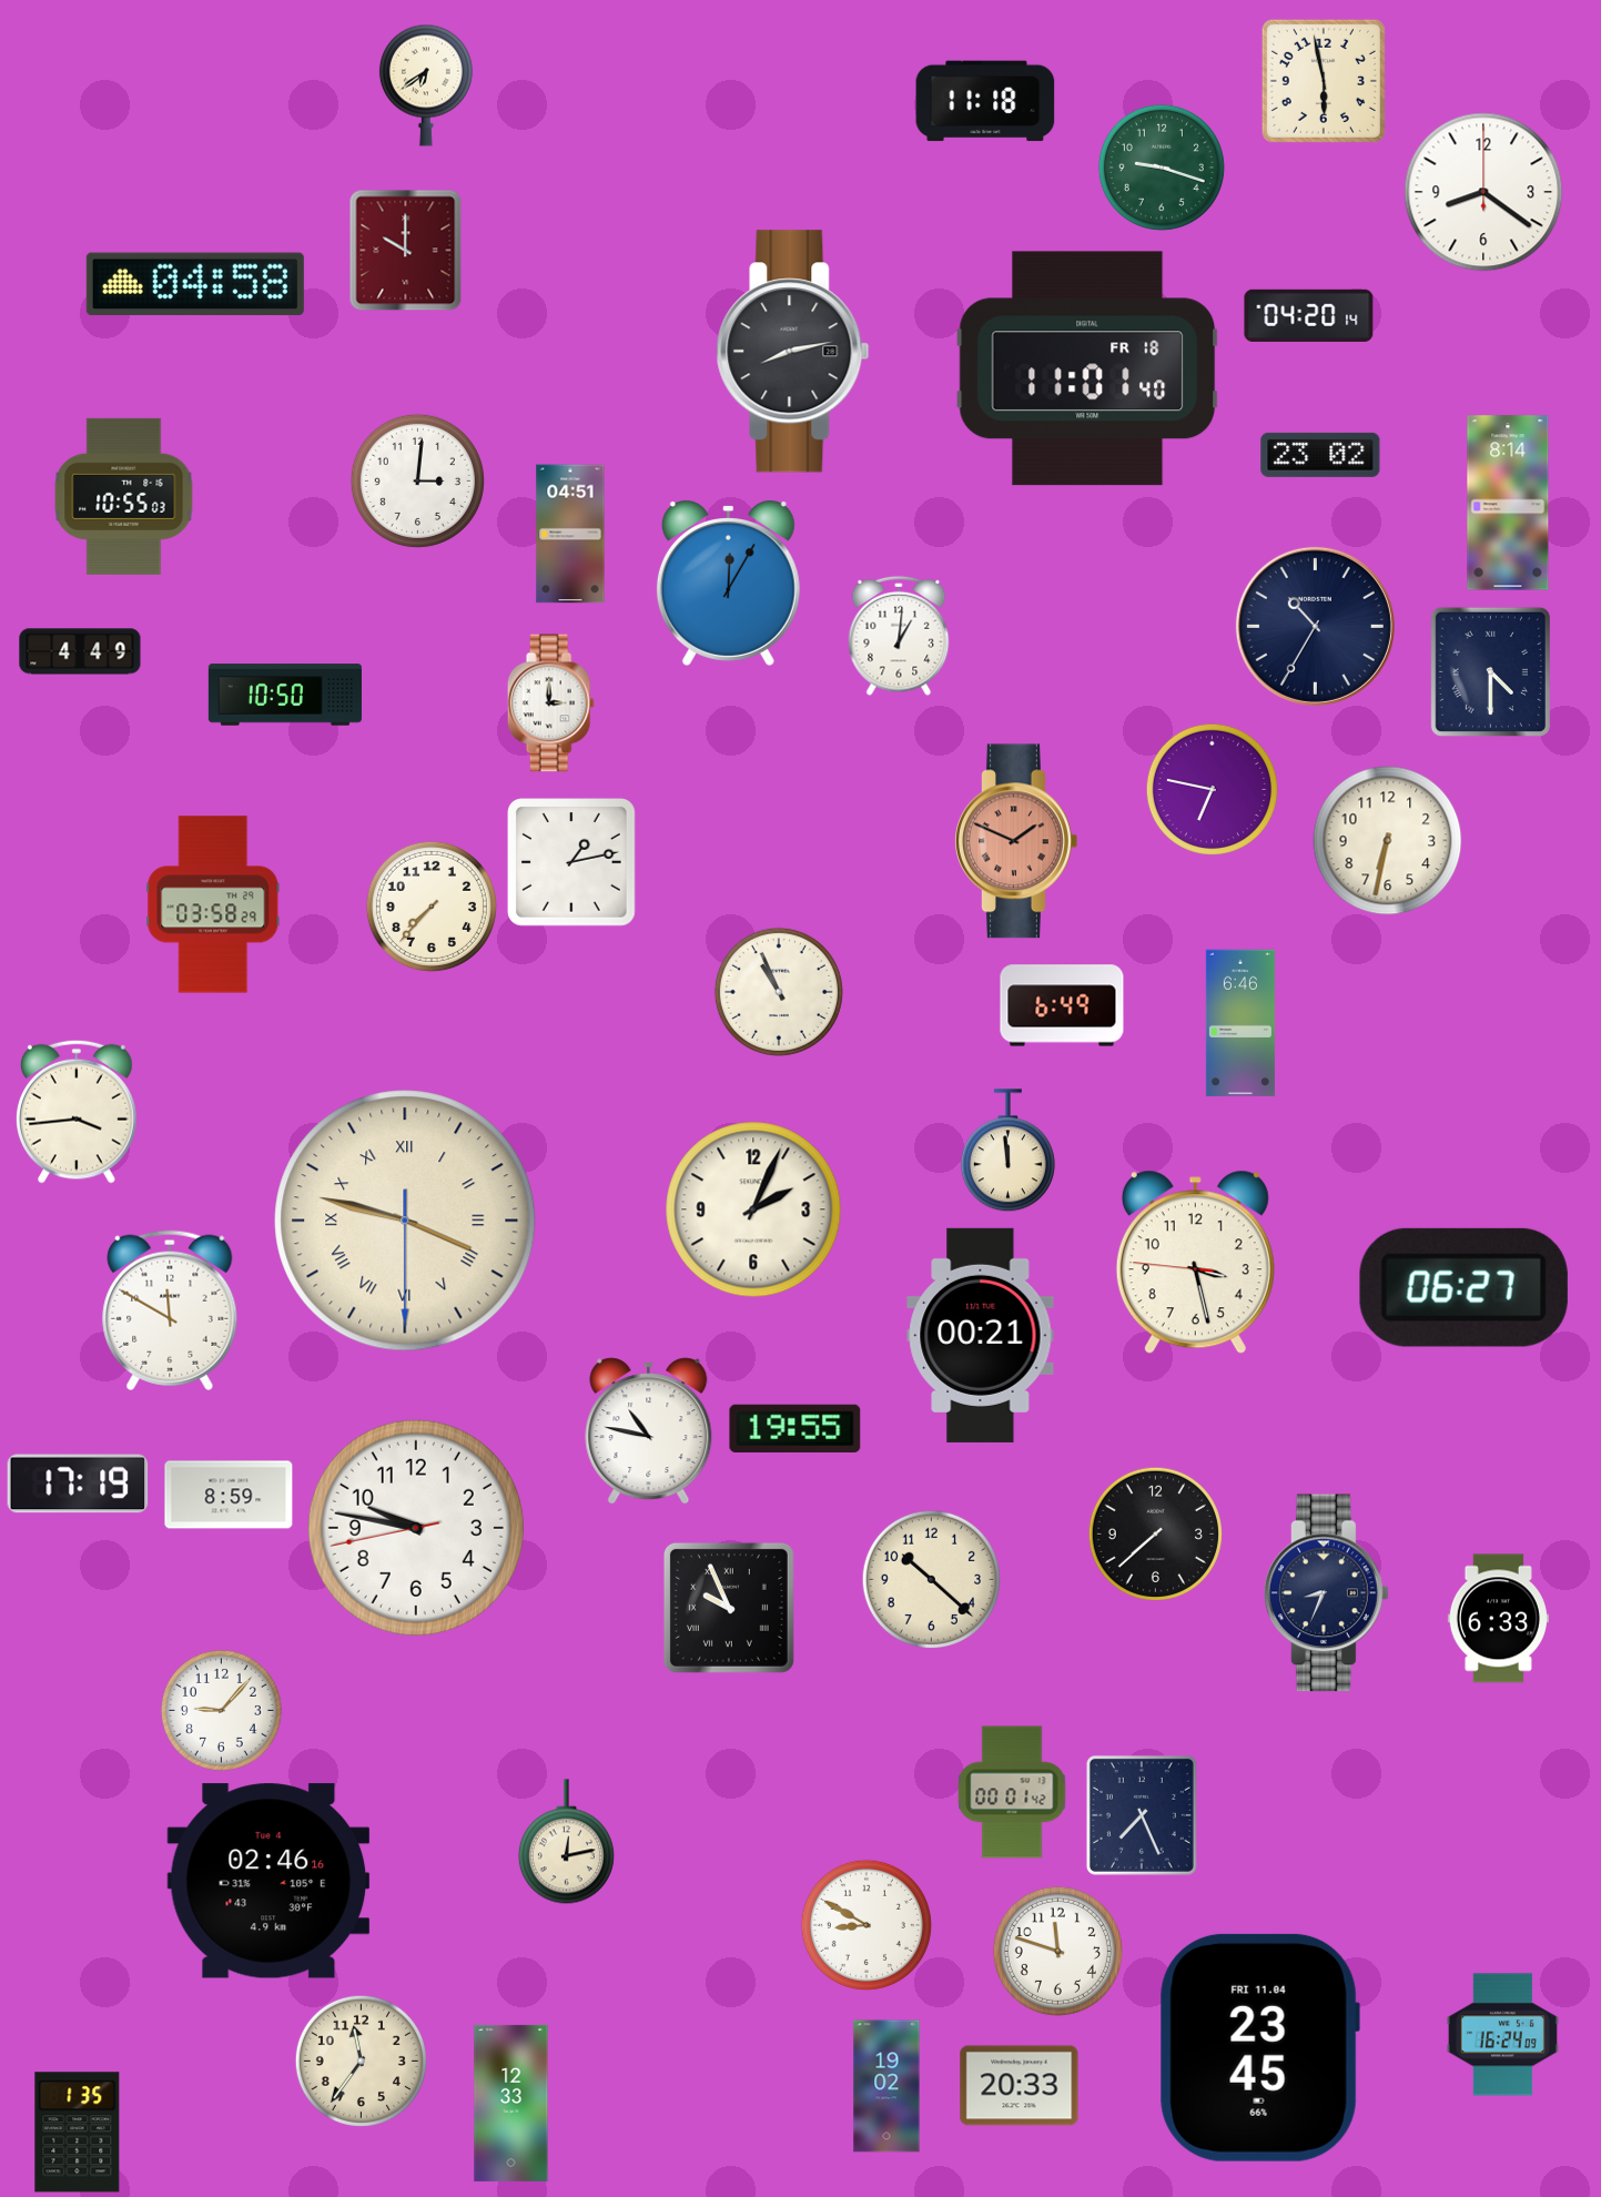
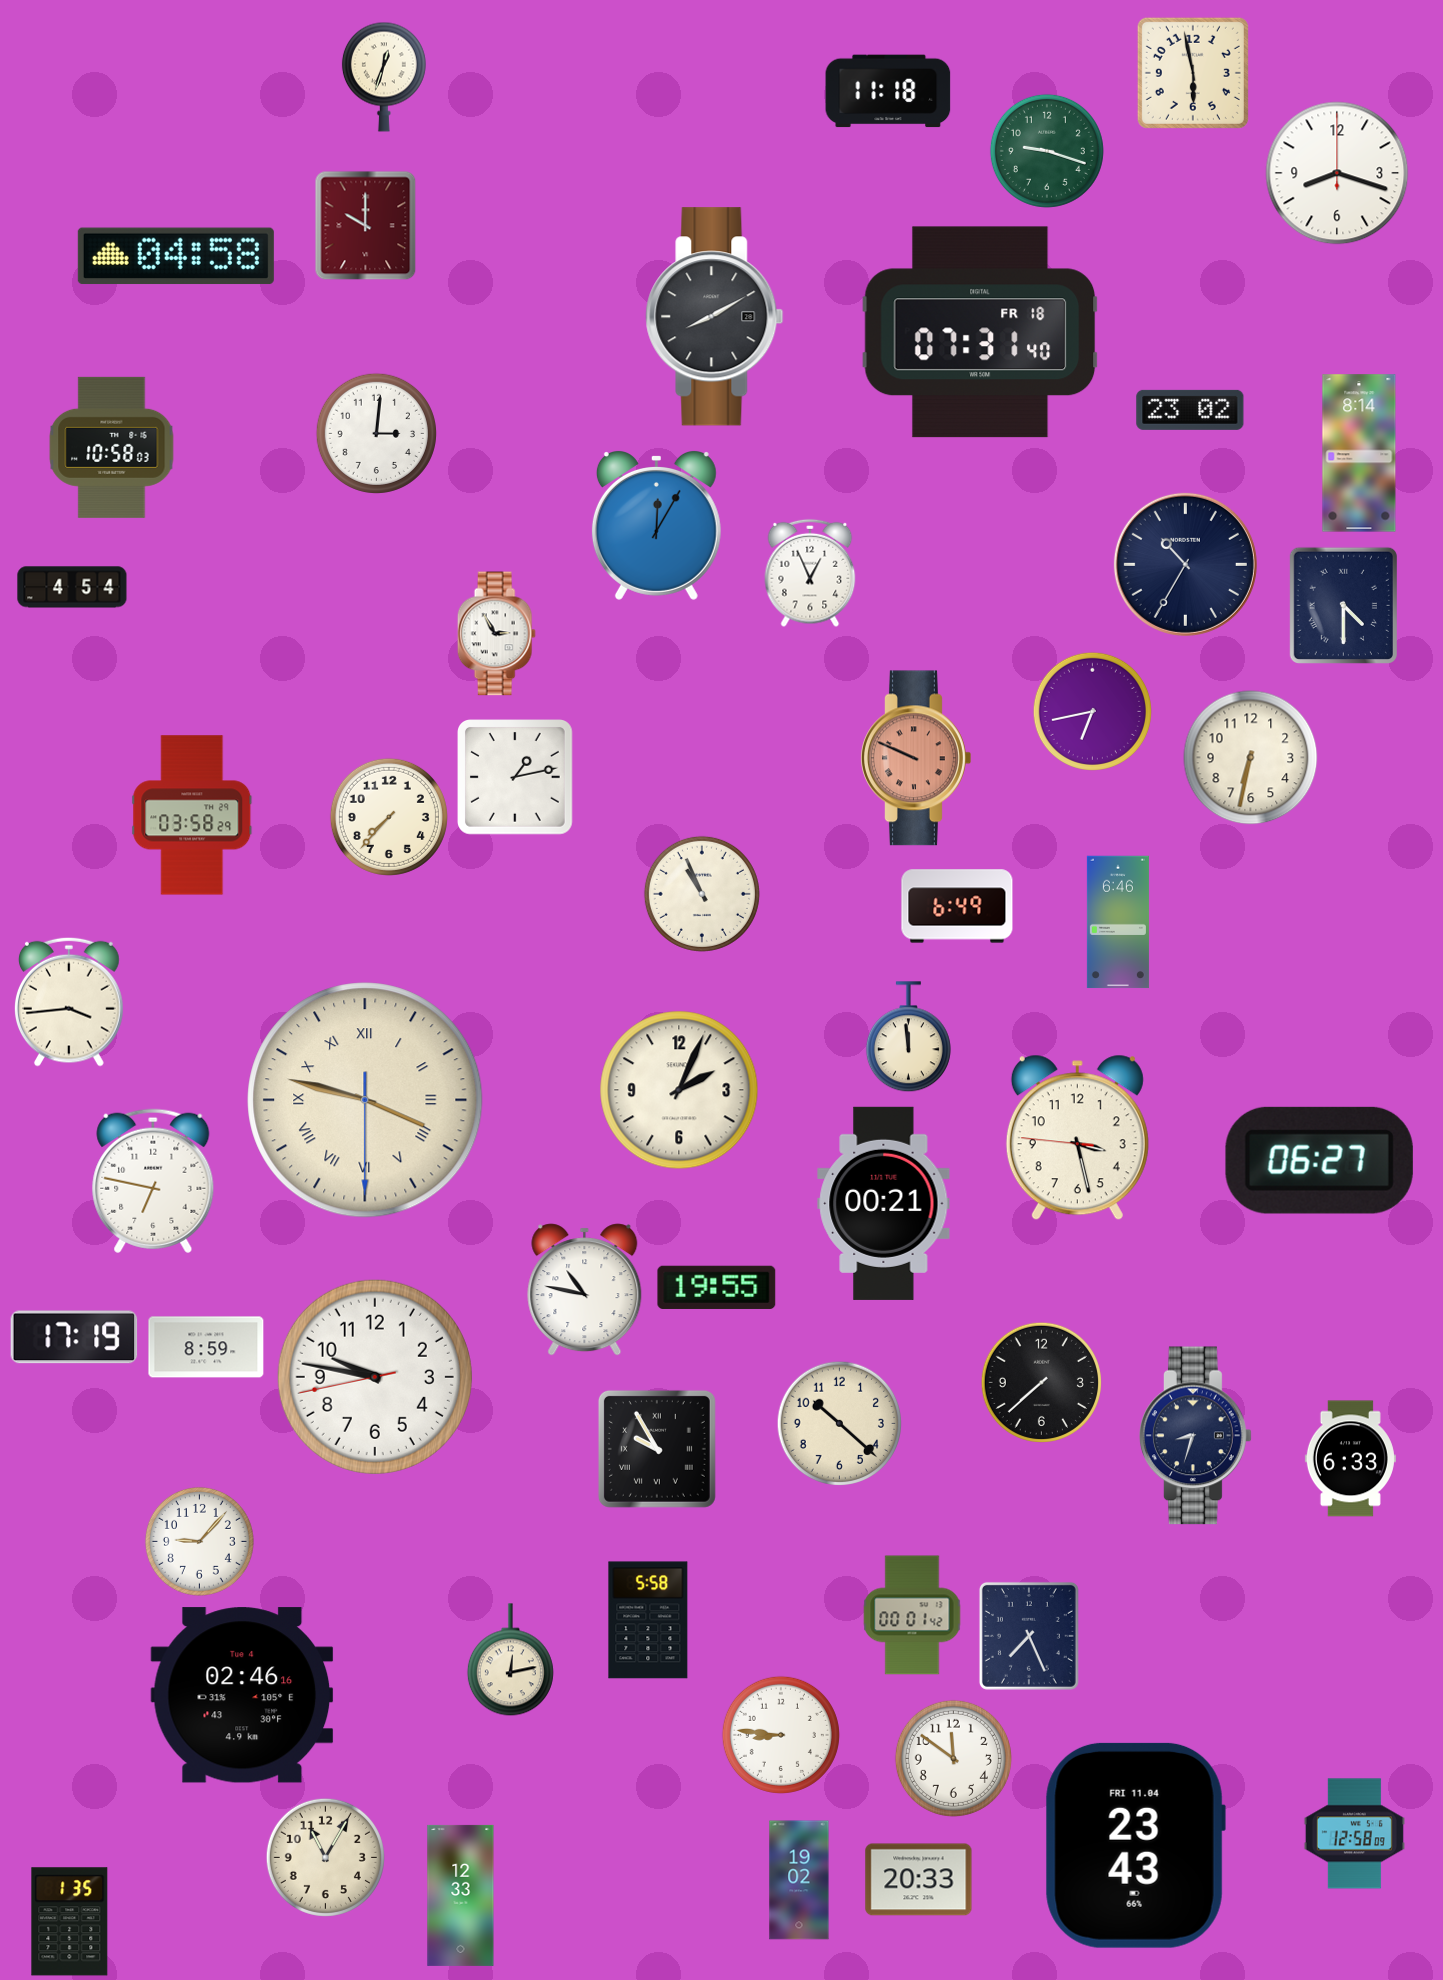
clock at (426, 85): 6:39 -> 12:33
clock at (1483, 192): 8:21 -> 8:18
clock at (1309, 315): 04:20 -> none
clock at (793, 352): 8:13 -> 8:10
clock at (1087, 368): 11:01 -> 07:31
clock at (124, 496): 10:55 -> 10:58
clock at (570, 534): 04:51 -> none
clock at (899, 636): 1:01 -> 12:56
clock at (80, 651): 4:49 -> 4:54
clock at (285, 695): 10:50 -> none
clock at (550, 703): 3:00 -> 2:55
clock at (1212, 789): 6:47 -> 6:43
clock at (1016, 841): 1:49 -> 9:49
clock at (170, 1310): 11:50 -> 6:47
clock at (78, 1484) position: (78, 1484) -> (74, 1337)
clock at (1327, 1593): 8:34 -> 8:33
clock at (729, 1608): 9:56 -> 9:55
clock at (648, 1620): none -> 5:58
clock at (867, 1925): 8:50 -> 8:46
clock at (1057, 1951): 11:48 -> 11:51
clock at (1502, 2035): 16:24 -> 12:58
clock at (1259, 2047): 23:45 -> 23:43
clock at (361, 2061): 11:36 -> 11:05
